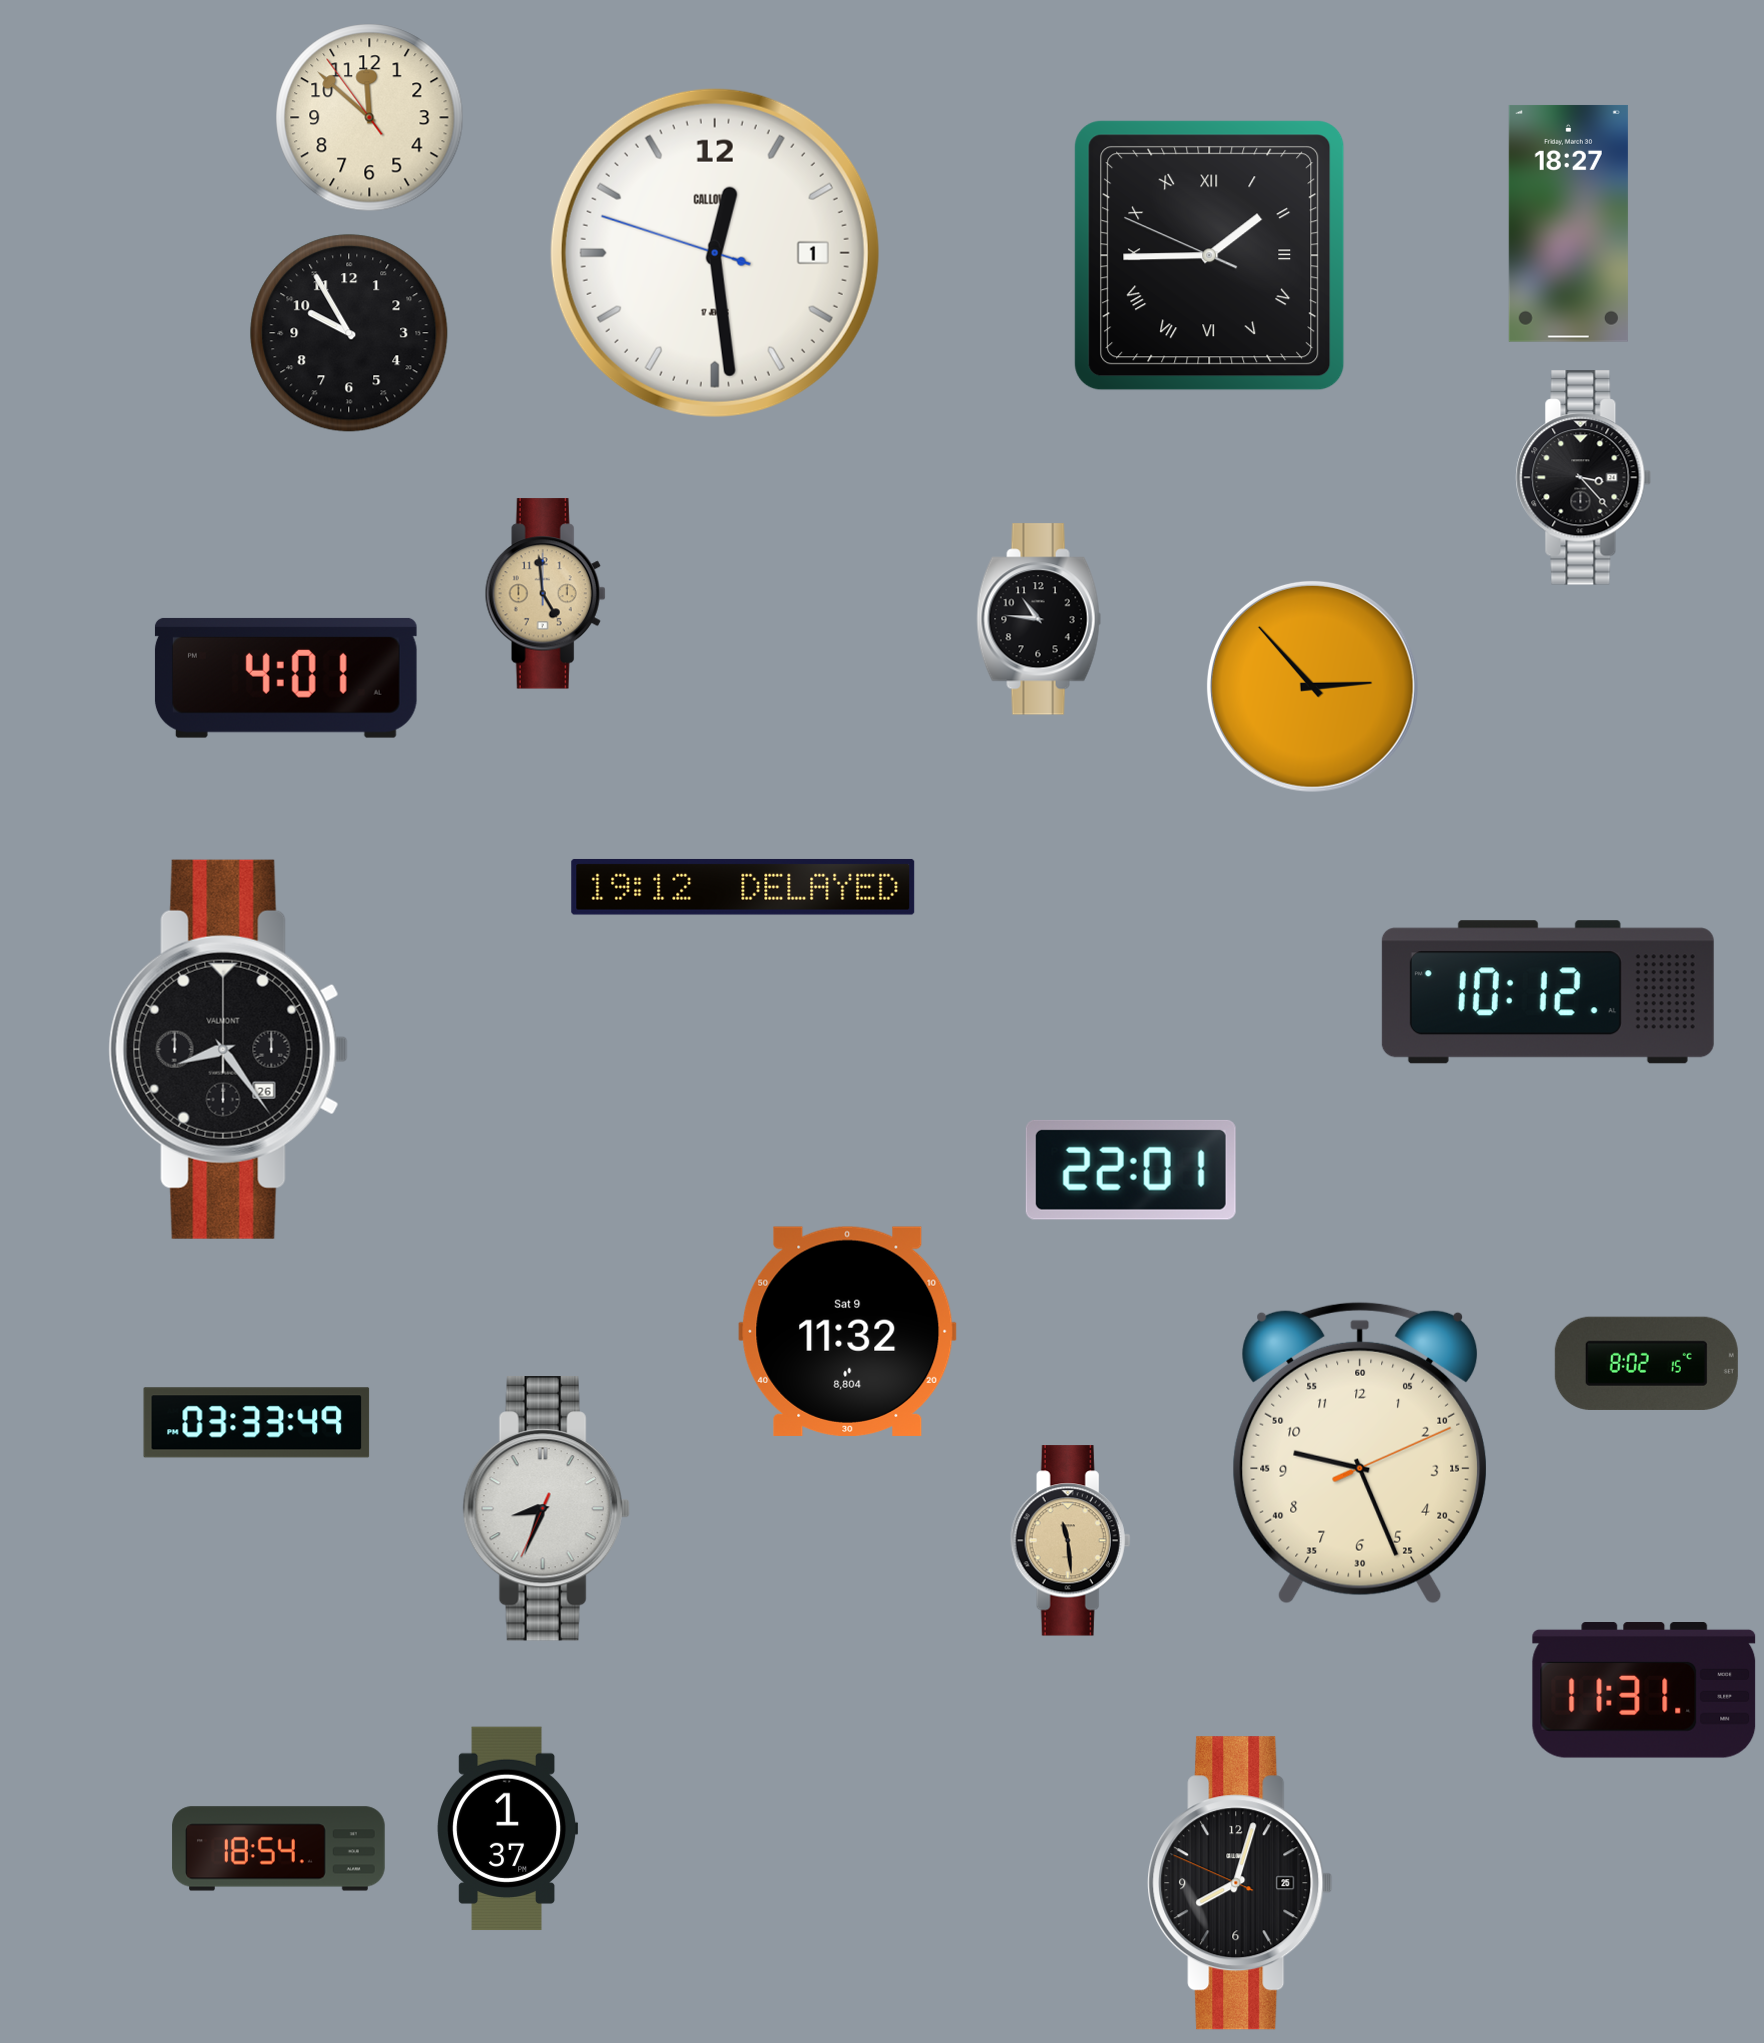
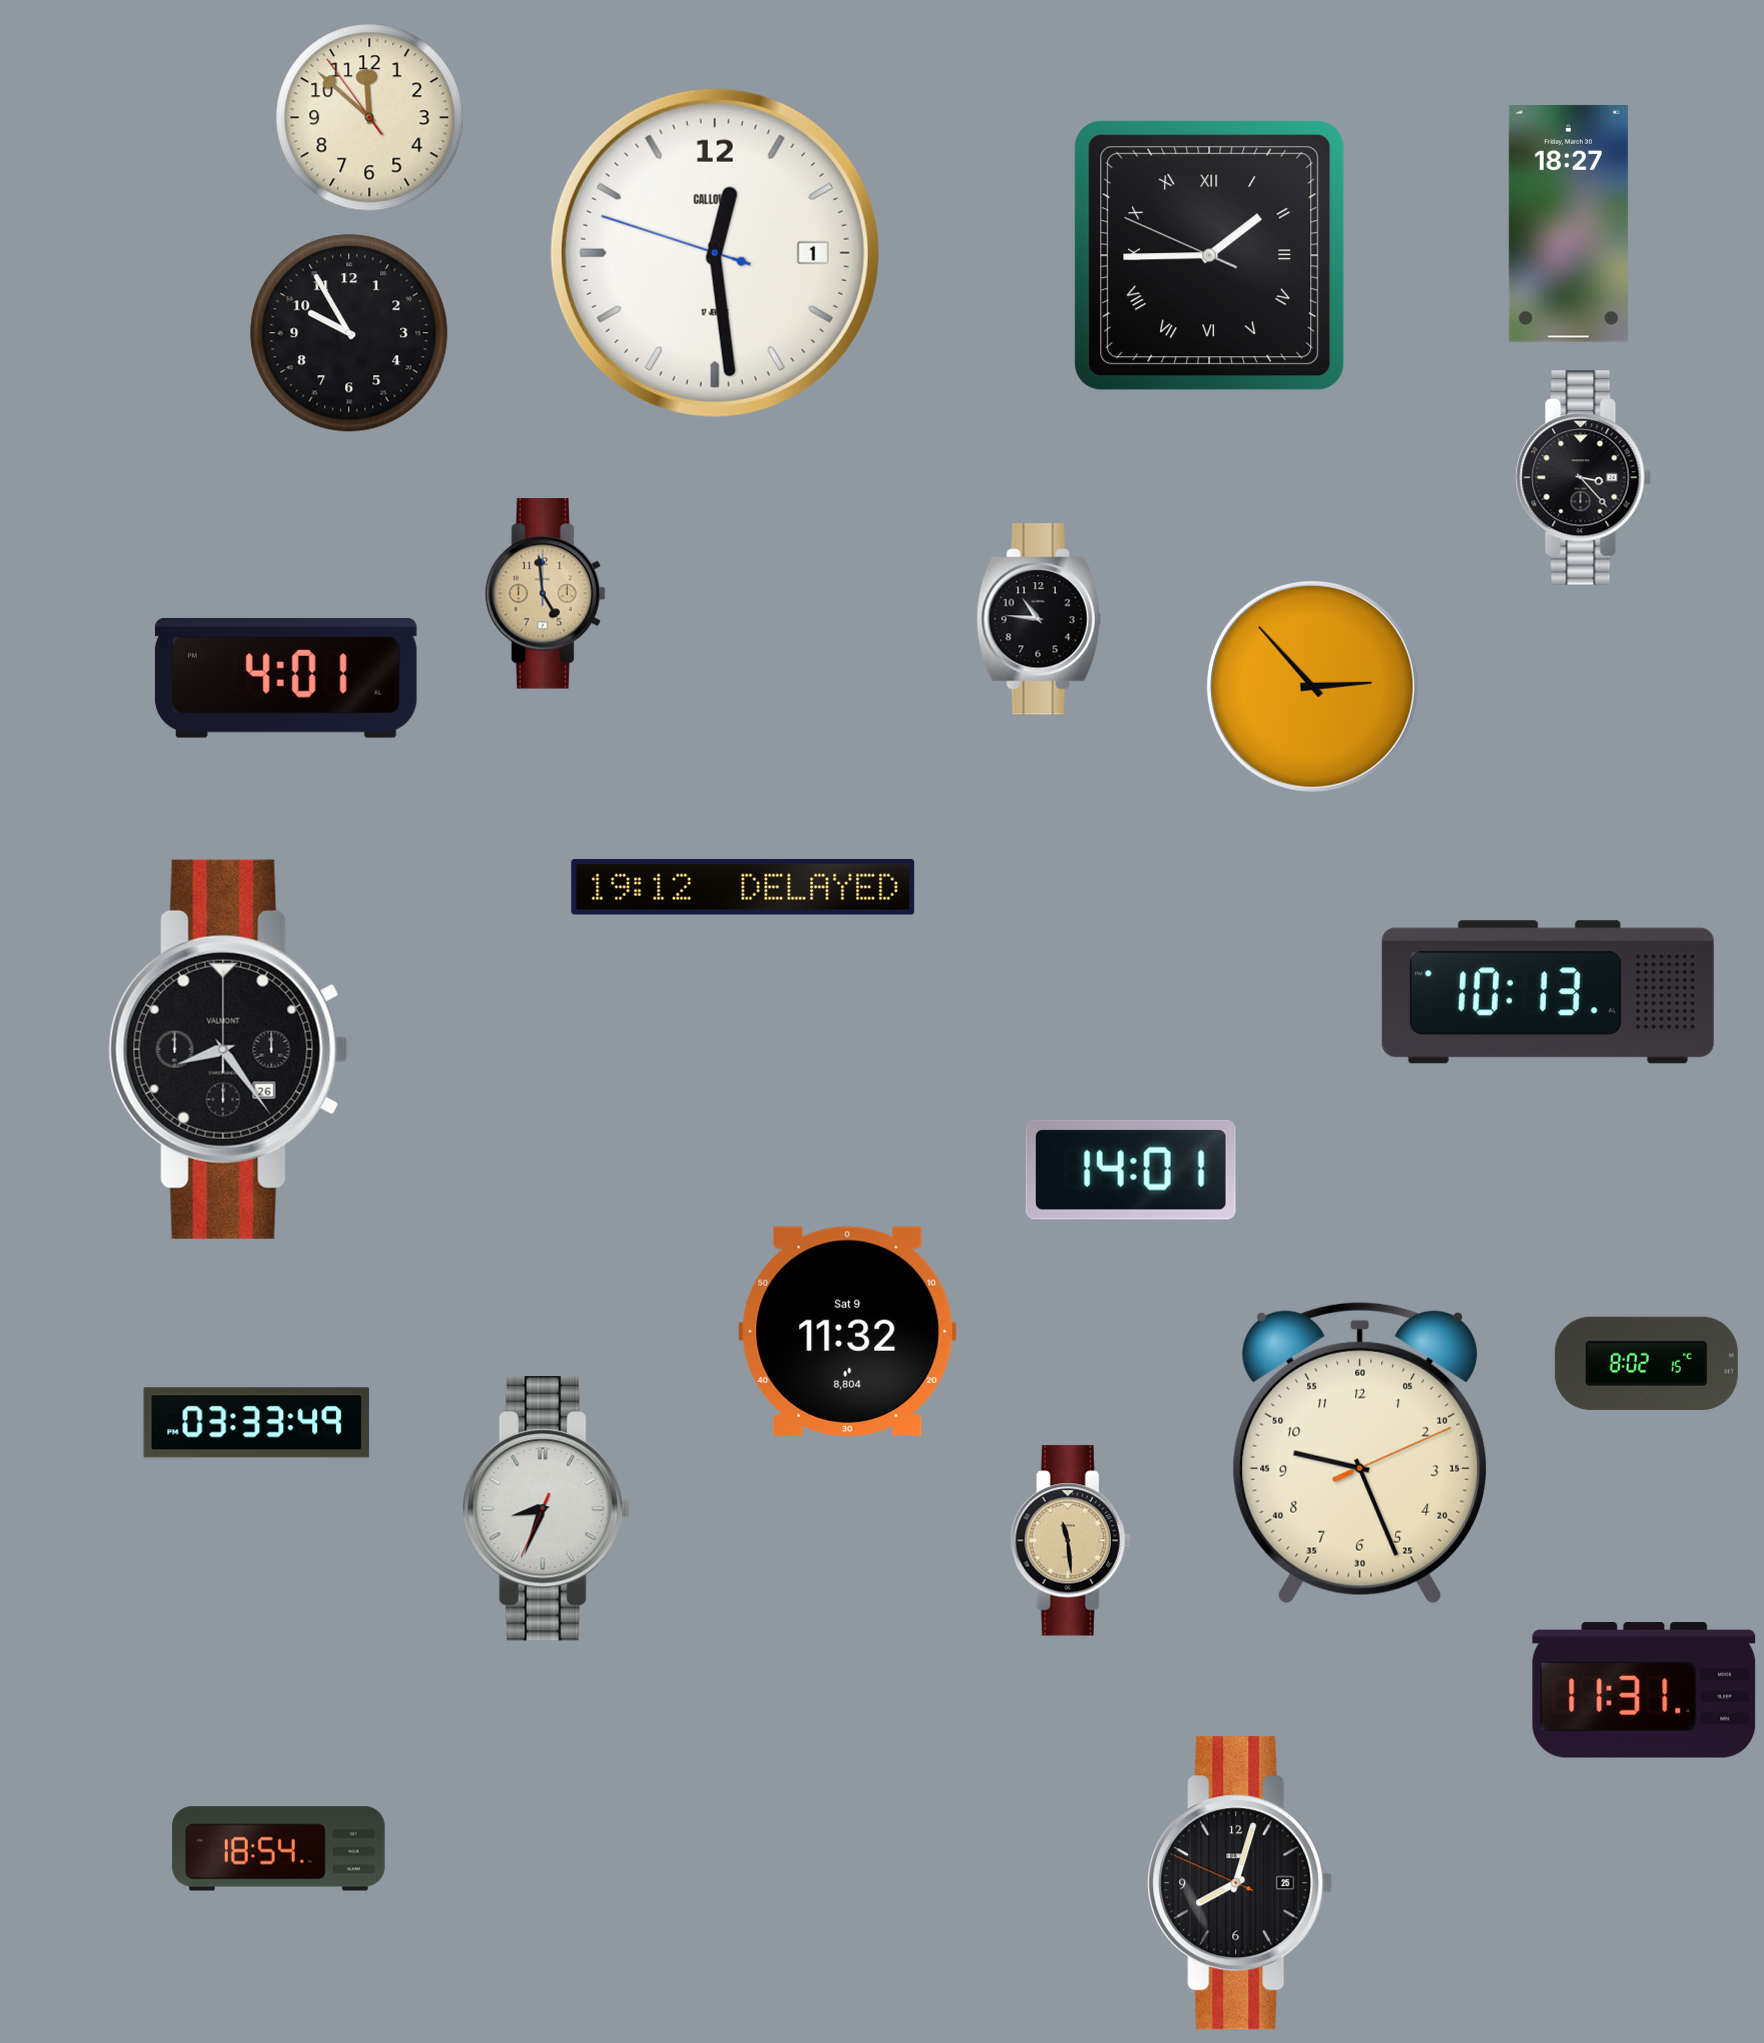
clock at (1548, 992): 10:12 -> 10:13
clock at (1131, 1170): 22:01 -> 14:01
clock at (507, 1829): 1:37 -> none
